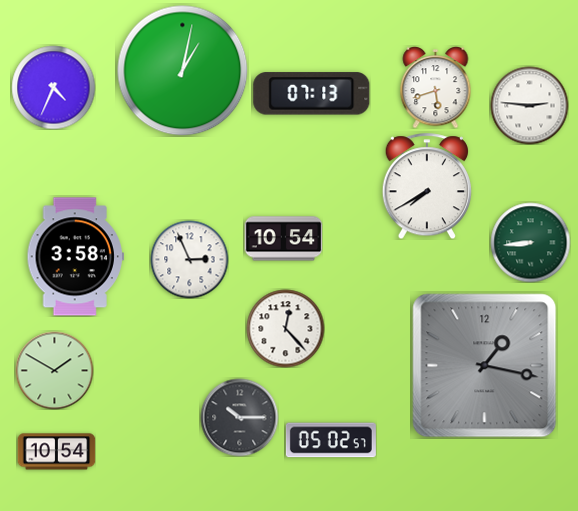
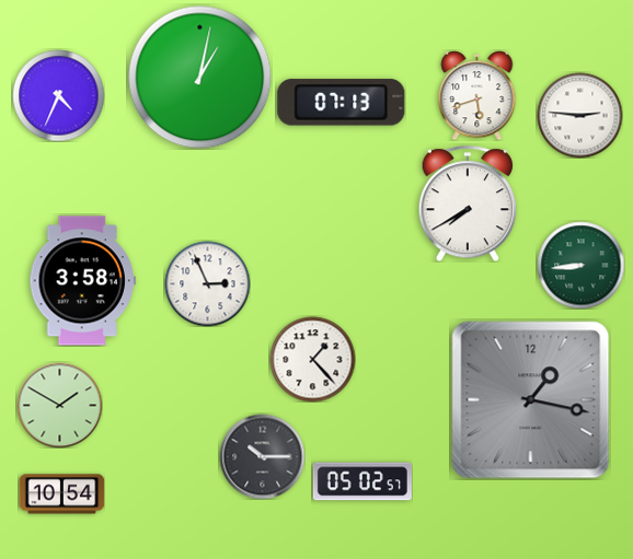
clock at (283, 239): 10:54 -> none
clock at (285, 328): 12:23 -> 1:23
